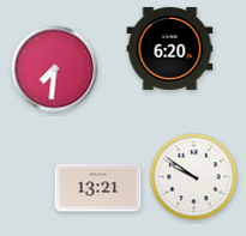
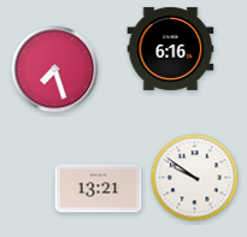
clock at (170, 48): 6:20 -> 6:16
clock at (55, 69): 7:31 -> 7:27
